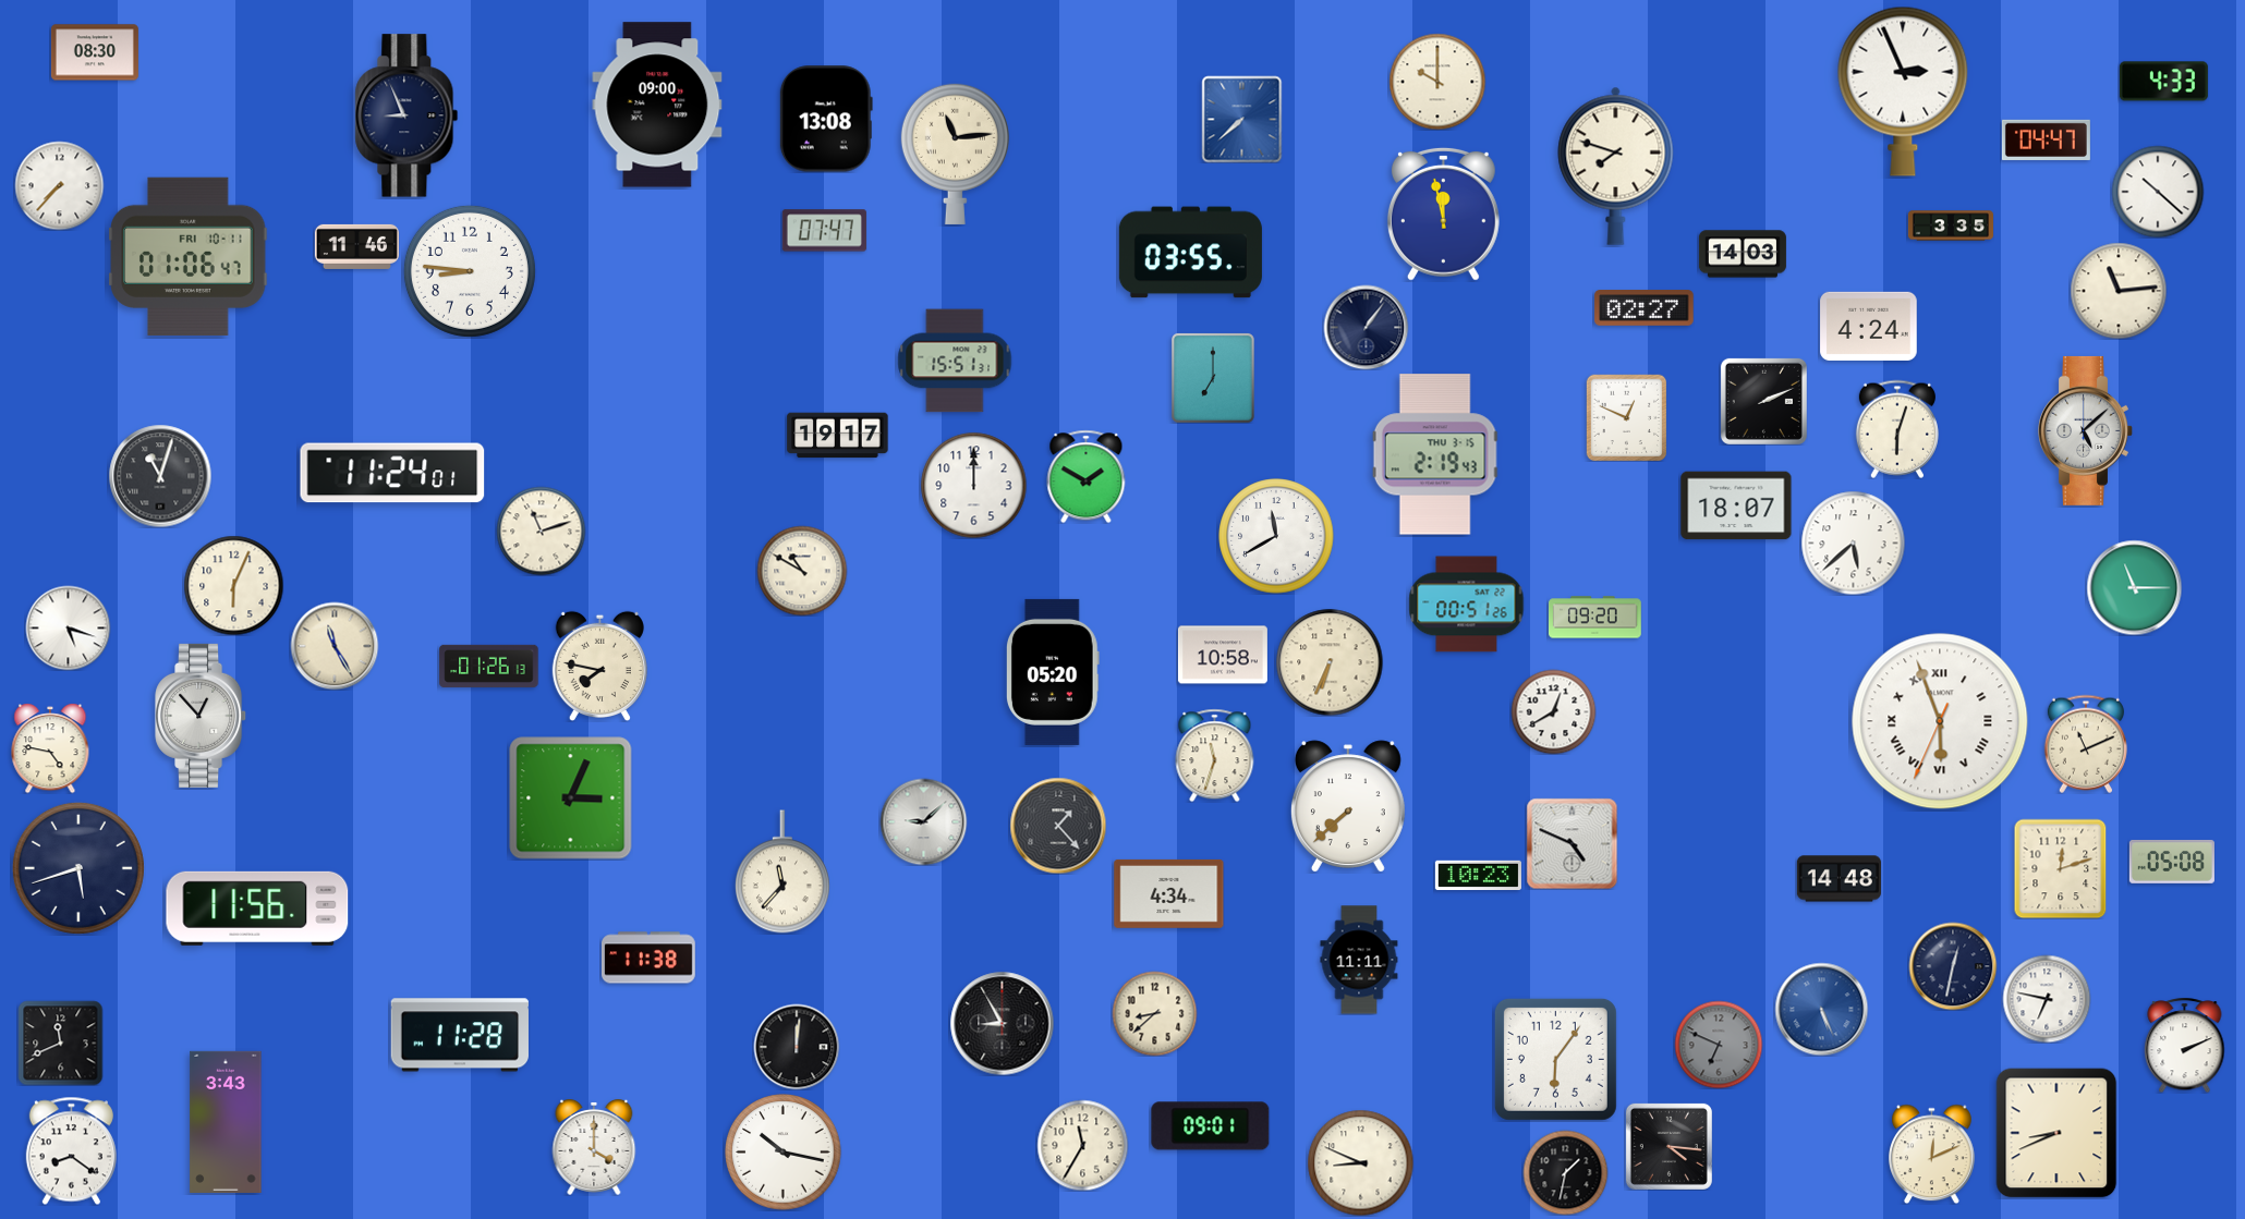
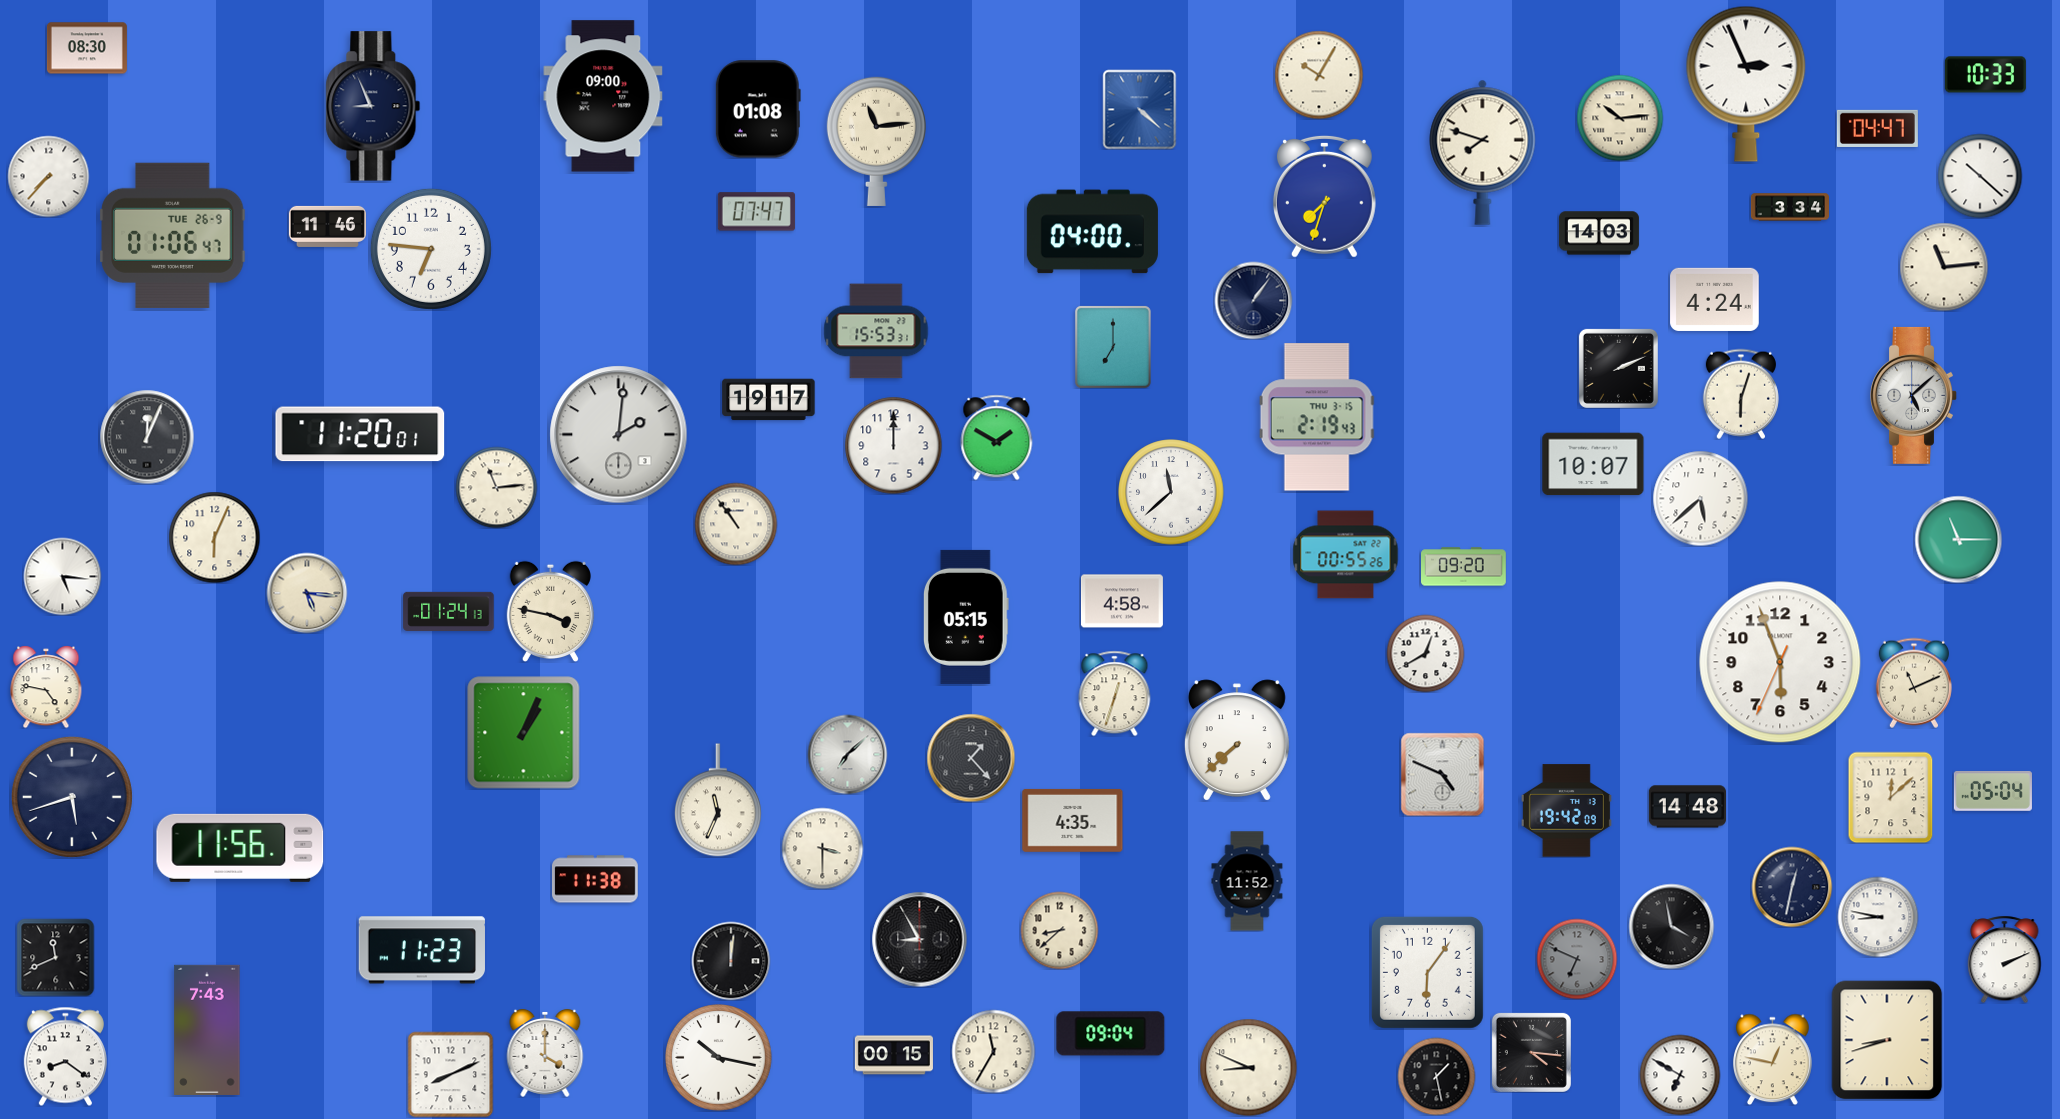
clock at (1437, 82): 10:00 -> 10:05
clock at (2163, 82): 4:33 -> 10:33
clock at (826, 119): 13:08 -> 01:08
clock at (1242, 119): 7:38 -> 4:22
clock at (1620, 118): none -> 10:14
clock at (59, 185) position: (59, 185) -> (48, 176)
clock at (1443, 214): 11:58 -> 7:33
clock at (1951, 225): 3:35 -> 3:34
clock at (1190, 253): 03:55 -> 04:00
clock at (189, 256) date: FRI 10-11 -> TUE 26-9
clock at (470, 271): 8:46 -> 6:46
clock at (1645, 308): 02:27 -> none
clock at (955, 361): 15:51 -> 15:53
clock at (1627, 417): 12:49 -> none
clock at (392, 473): 11:24 -> 11:20
clock at (619, 435): none -> 2:01
clock at (160, 476): 11:03 -> 12:04
clock at (1736, 505): 18:07 -> 10:07
clock at (541, 531): 11:12 -> 11:14
clock at (1276, 536): 11:40 -> 11:38
clock at (802, 571): 10:50 -> 10:54
clock at (1467, 605): 00:51 -> 00:55
clock at (68, 627): 5:18 -> 5:16
clock at (335, 646): 11:25 -> 5:16
clock at (1223, 655): 10:58 -> 4:58
clock at (1330, 662): 6:34 -> none
clock at (489, 666): 01:26 -> 01:24
clock at (599, 666): 7:47 -> 3:47
clock at (1053, 672): 05:20 -> 05:15
clock at (202, 716): 12:53 -> none
clock at (1940, 721) numerals: Roman -> Arabic
clock at (1215, 755): 11:33 -> 12:33
clock at (571, 799): 3:04 -> 1:04
clock at (923, 821): 9:08 -> 7:08
clock at (2172, 862): 05:08 -> 05:04
clock at (2061, 868): 12:12 -> 12:08
clock at (782, 871): 11:37 -> 11:34
clock at (1478, 875): 10:23 -> none
clock at (1566, 811): none -> 19:42
clock at (1169, 893): 4:34 -> 4:35
clock at (257, 909) position: (257, 909) -> (240, 848)
clock at (822, 848): none -> 3:30
clock at (1359, 960): 11:11 -> 11:52
clock at (2047, 999): 6:47 -> 8:47
clock at (1821, 1009): 5:26 -> 3:58
clock at (1821, 1009) dial: blue -> black
clock at (459, 1035): 11:28 -> 11:23
clock at (226, 1122): 3:43 -> 7:43
clock at (1211, 1126): 09:01 -> 09:04
clock at (2056, 1133): 8:41 -> 8:42
clock at (894, 1055): none -> 00:15
clock at (1932, 1154): 12:11 -> 12:47
clock at (450, 1074): none -> 8:11
clock at (1680, 1075): none -> 6:50
clock at (1565, 1172): 1:32 -> 1:28
